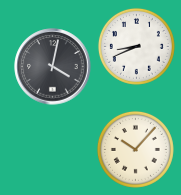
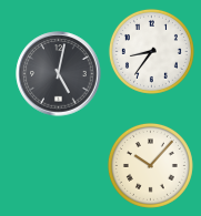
clock at (136, 46): 8:41 -> 8:36
clock at (53, 67): 4:02 -> 5:02
